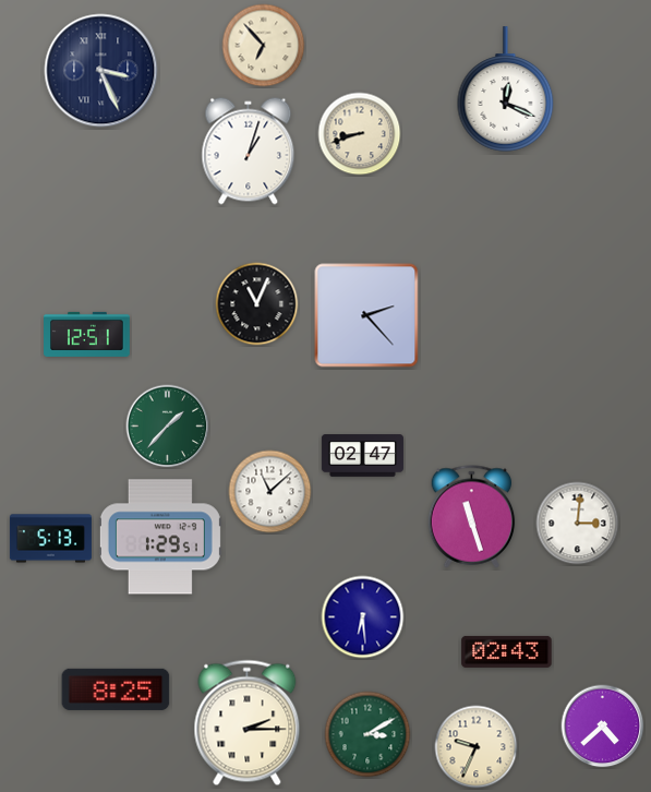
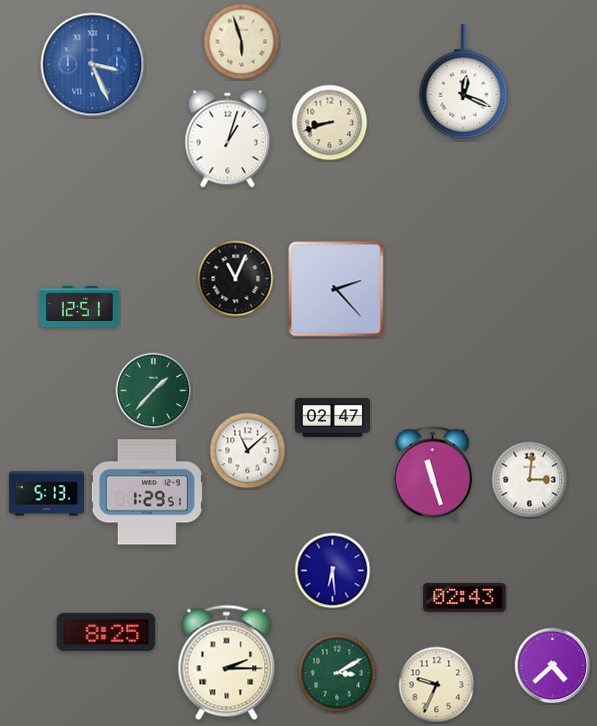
clock at (264, 46): 6:53 -> 5:57
clock at (101, 71) dial: navy -> blue
clock at (363, 617) position: (363, 617) -> (333, 571)
